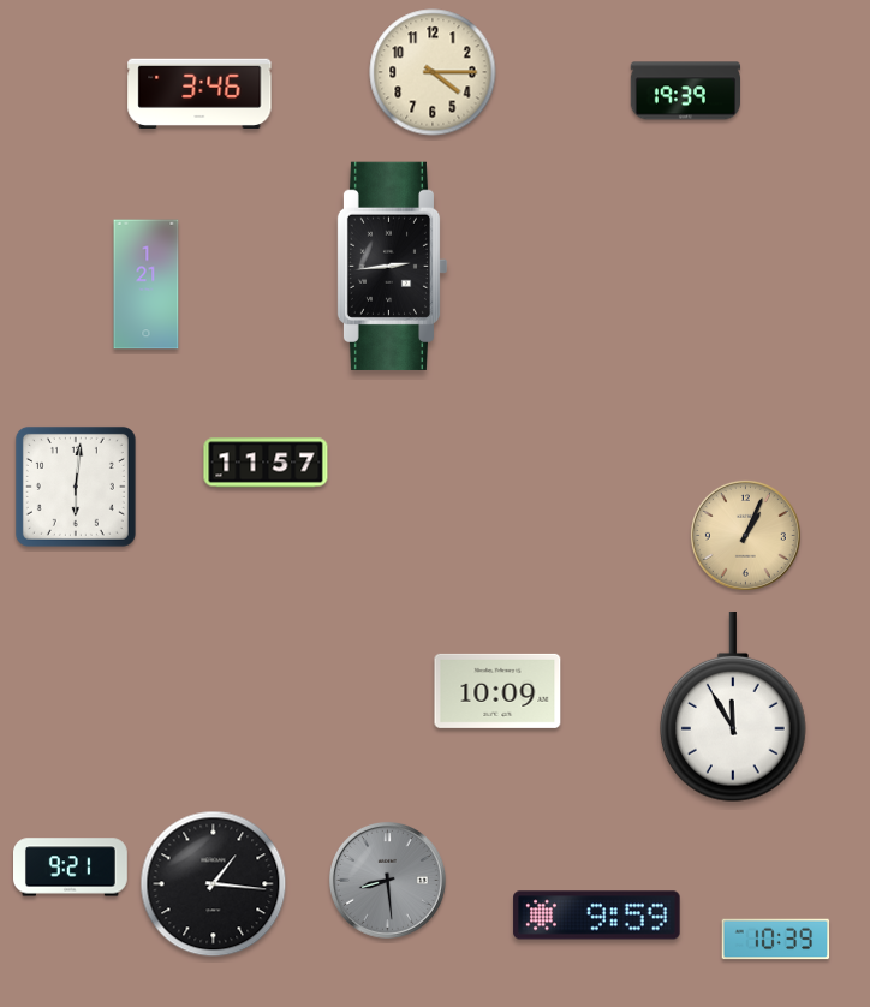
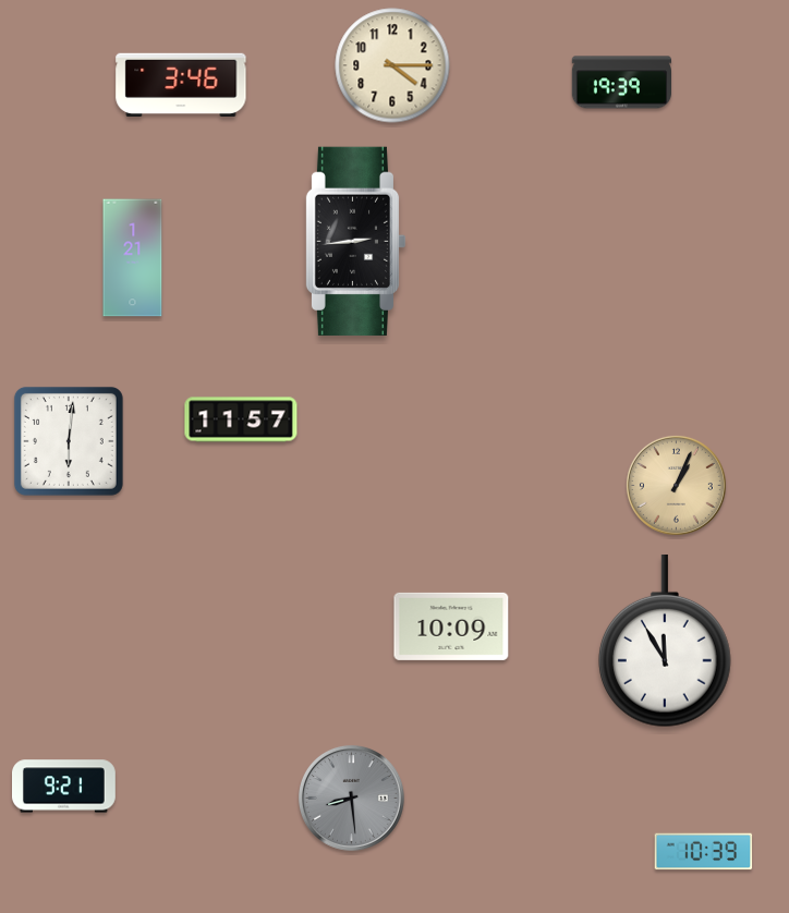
clock at (214, 884): 1:16 -> none
clock at (597, 916): 9:59 -> none
